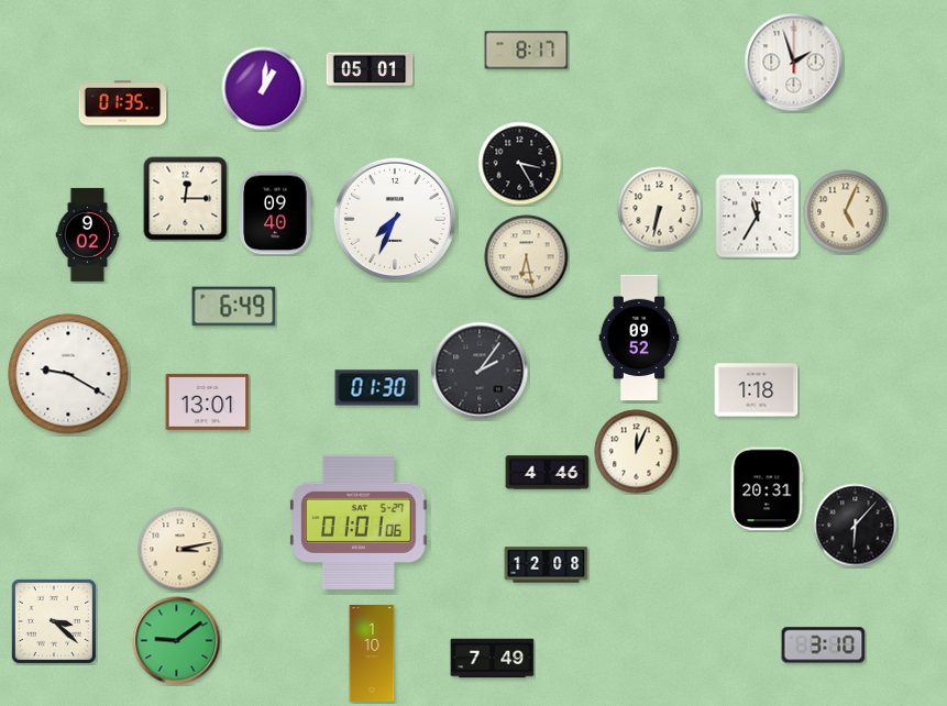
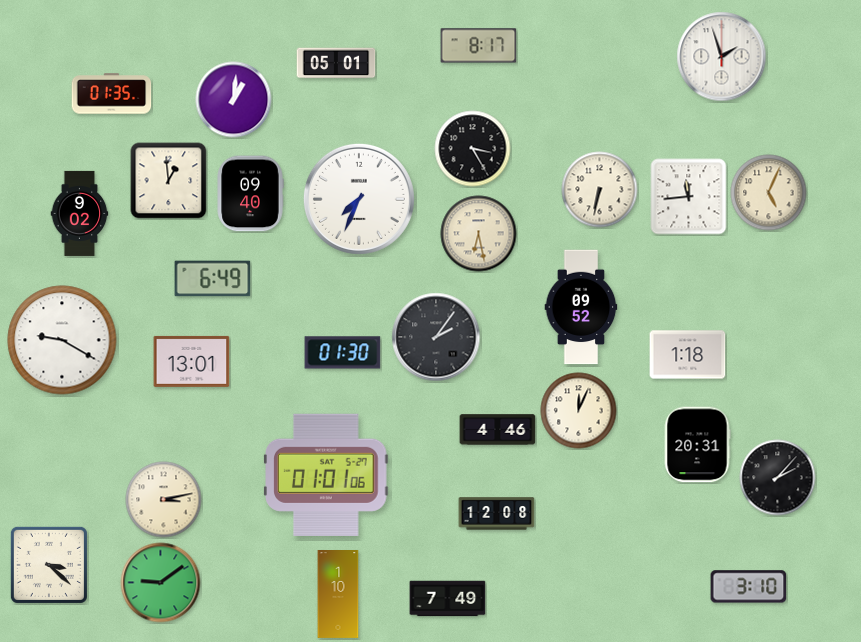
clock at (264, 89) position: (264, 89) -> (234, 100)
clock at (186, 199): 12:15 -> 12:59
clock at (758, 217): 11:35 -> 11:44
clock at (208, 401) position: (208, 401) -> (192, 361)
clock at (856, 526): 6:07 -> 2:07
